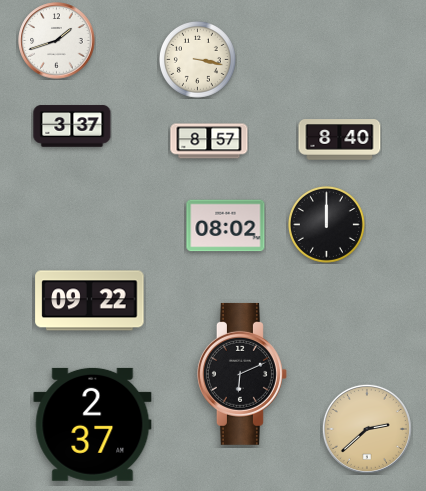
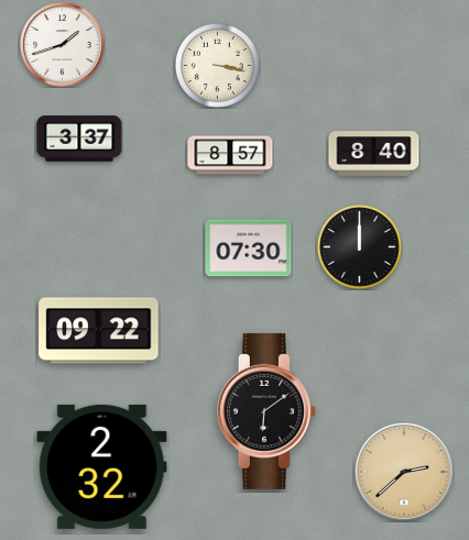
clock at (226, 226): 08:02 -> 07:30
clock at (242, 374): 6:11 -> 6:09
clock at (93, 424): 2:37 -> 2:32
